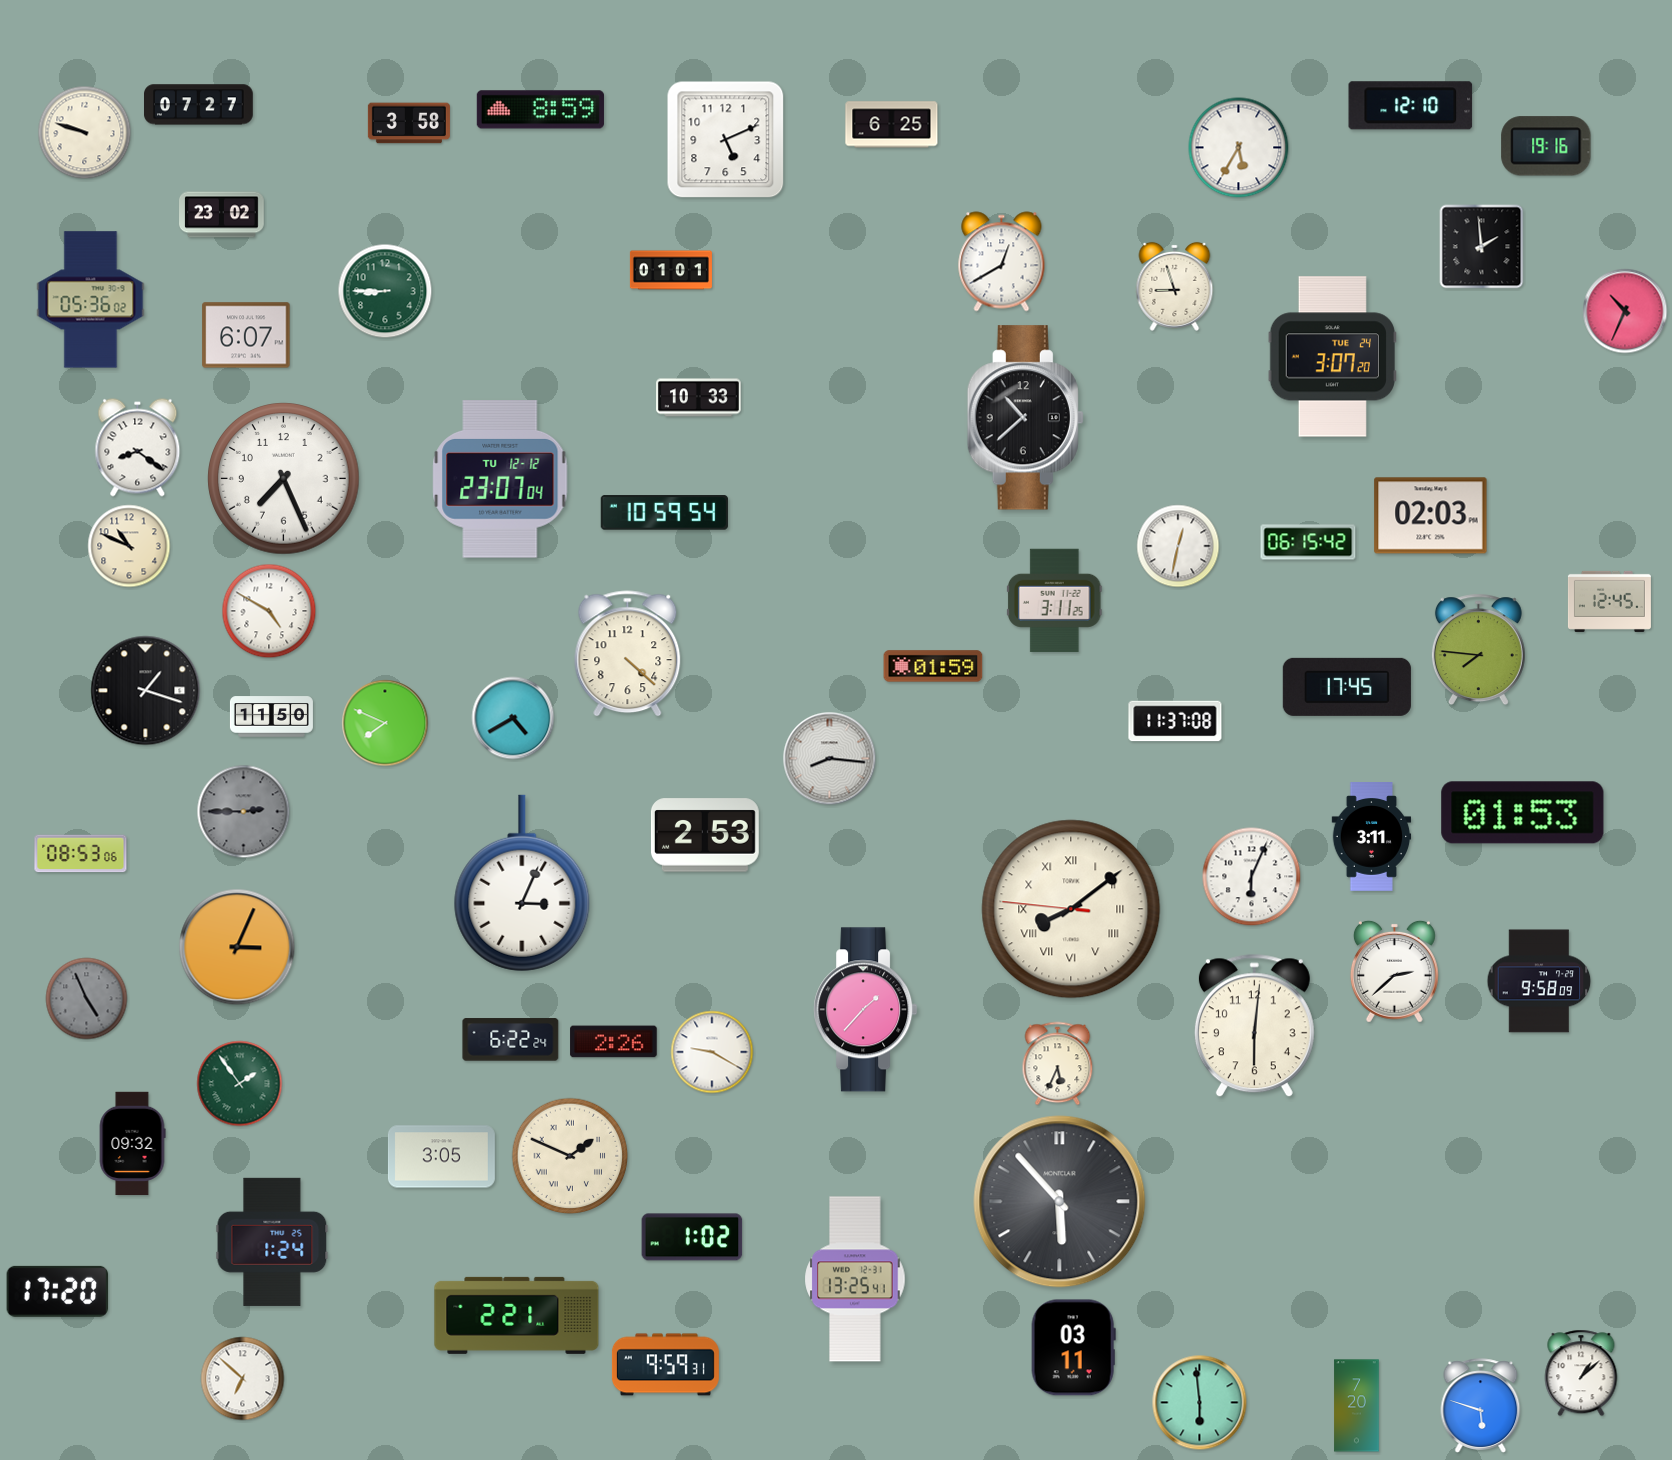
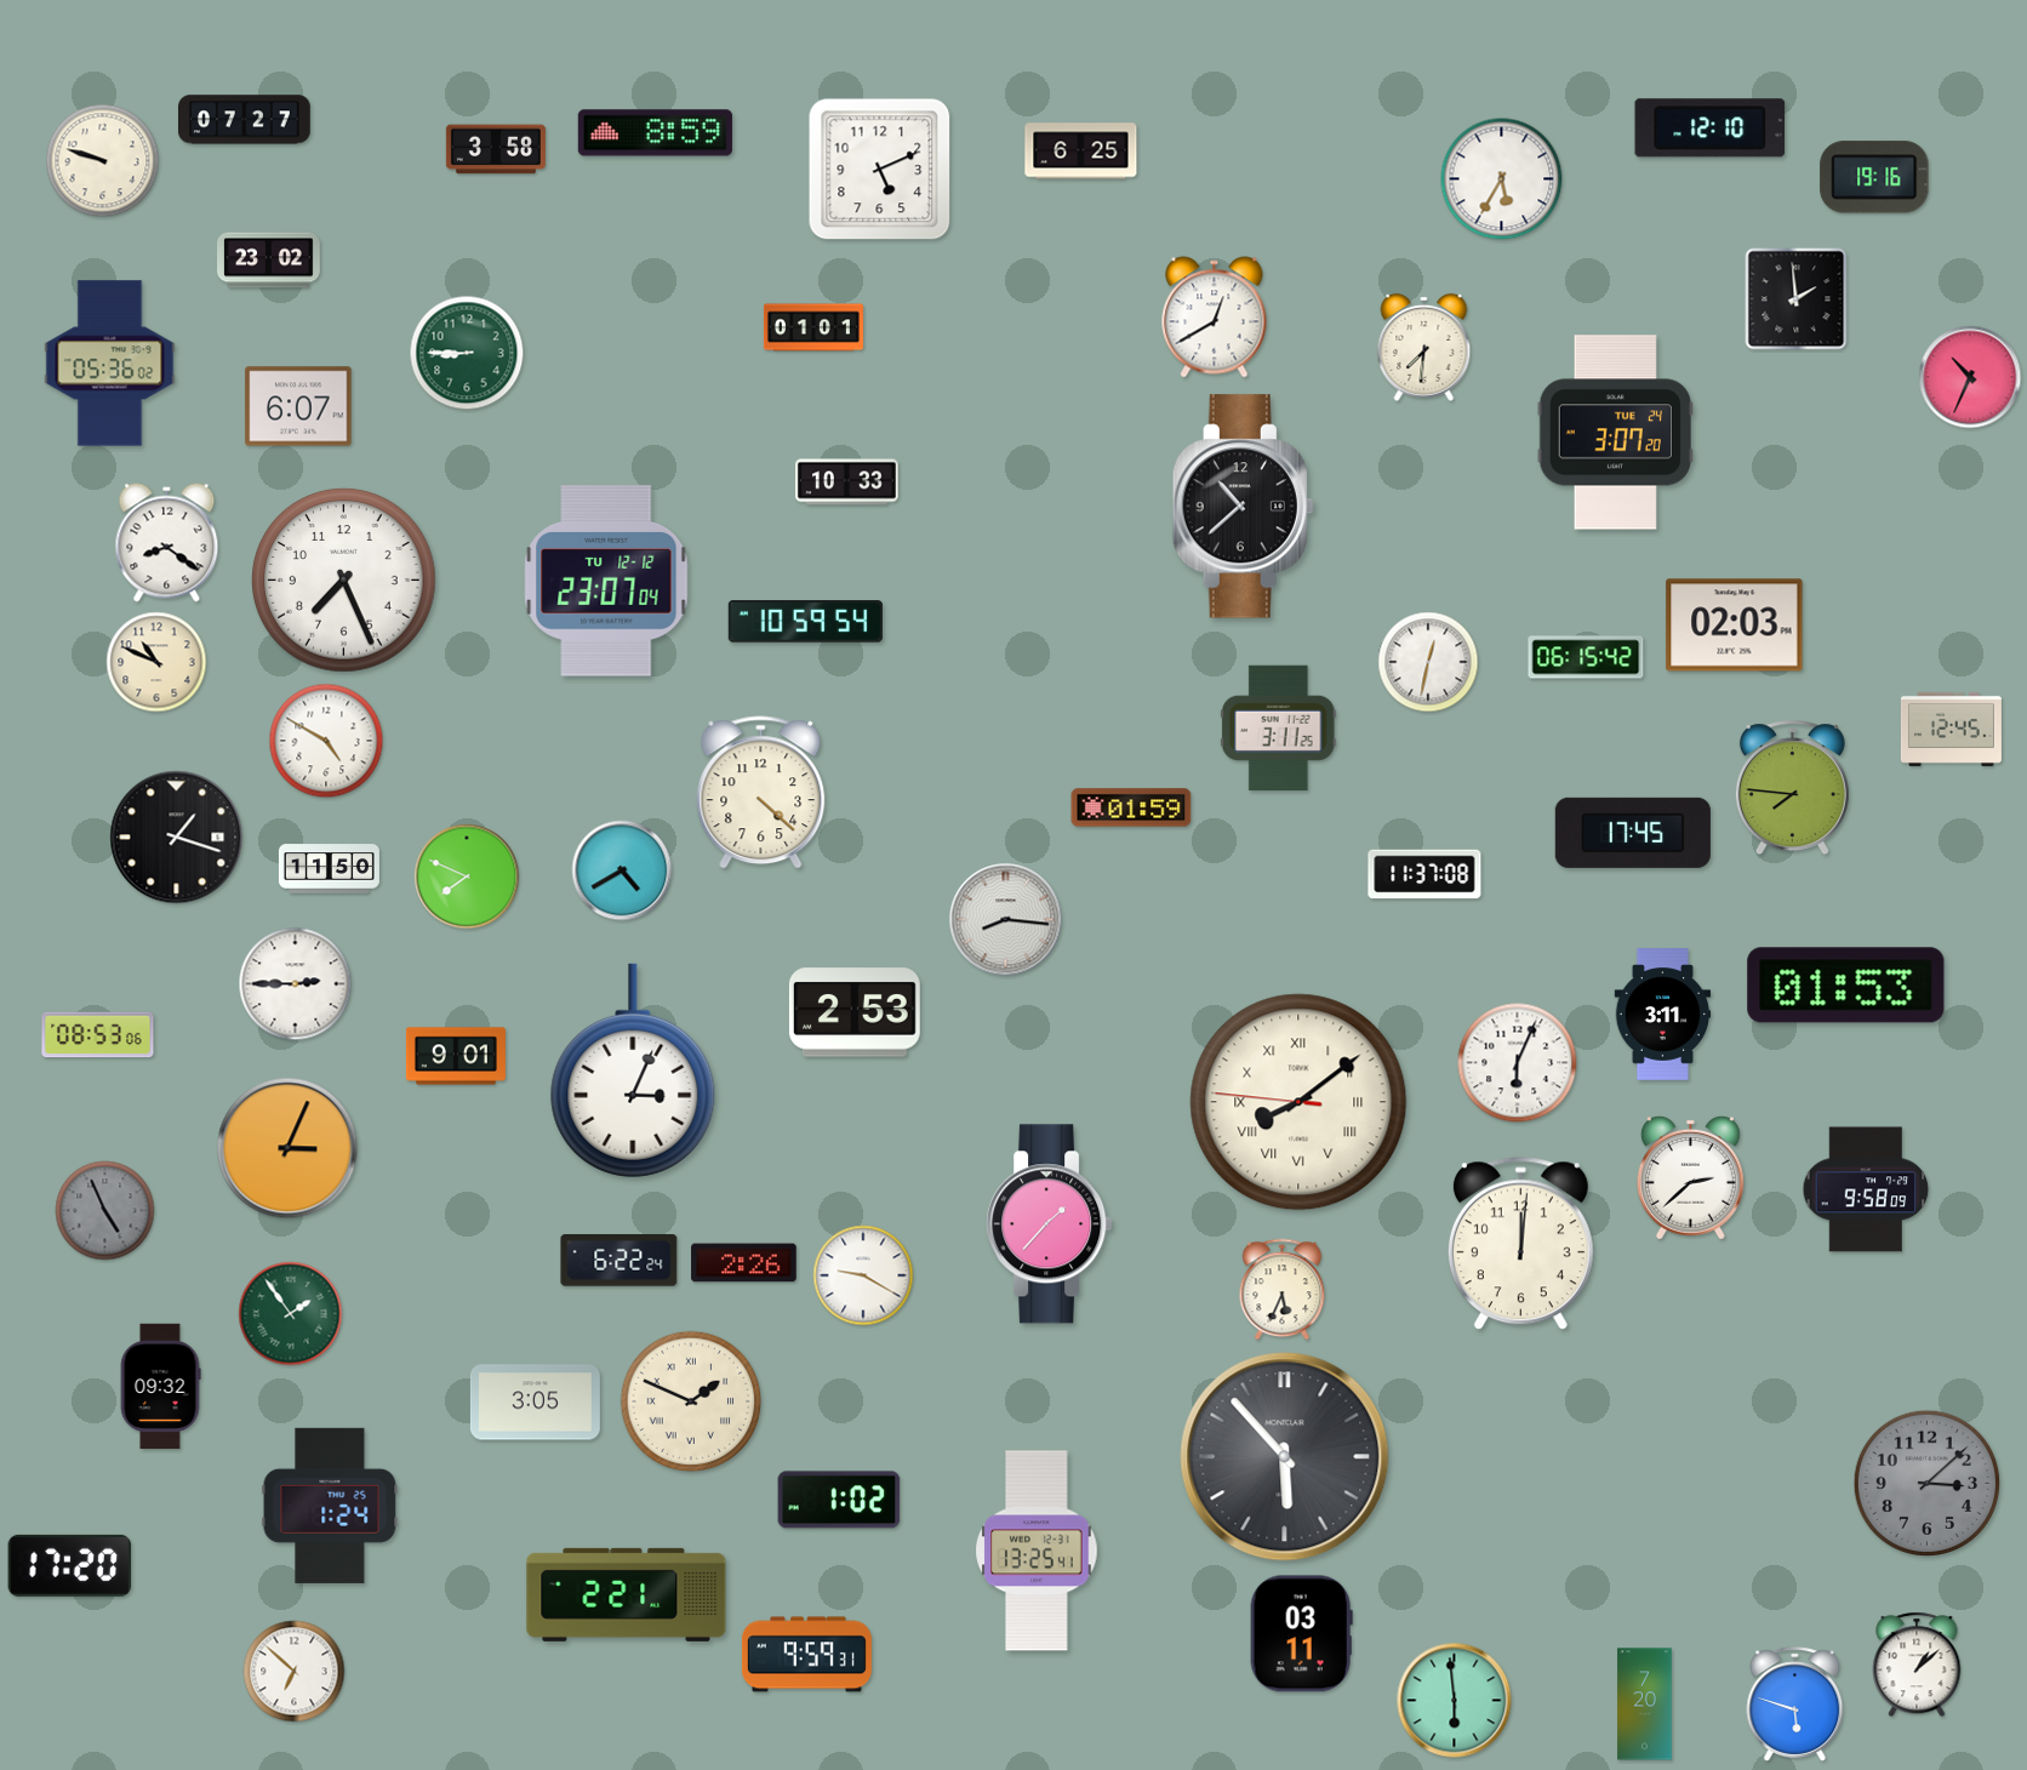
clock at (199, 105) position: (199, 105) -> (245, 120)
clock at (1175, 286): 8:57 -> 7:31
clock at (244, 812) dial: grey -> white
clock at (456, 1056): none -> 9:01
clock at (1254, 1026): 6:01 -> 12:01
clock at (1926, 1483): none -> 3:08
